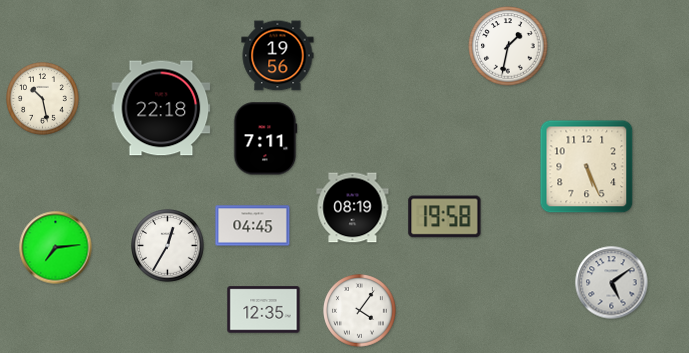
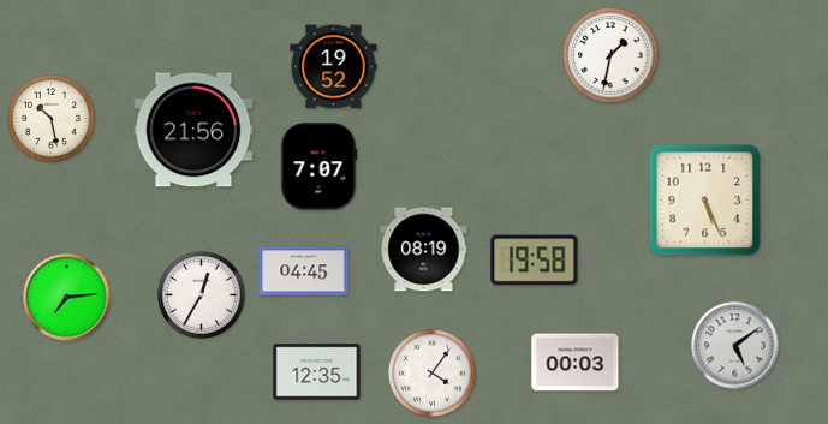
clock at (278, 56): 19:56 -> 19:52
clock at (161, 108): 22:18 -> 21:56
clock at (265, 139): 7:11 -> 7:07
clock at (612, 283) position: (612, 283) -> (735, 346)
clock at (576, 363): none -> 00:03
